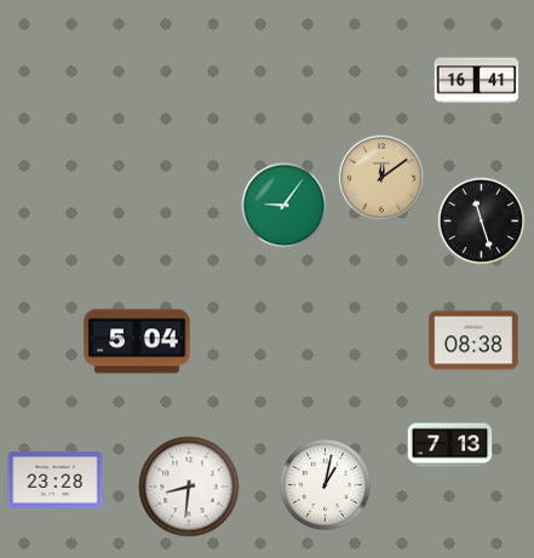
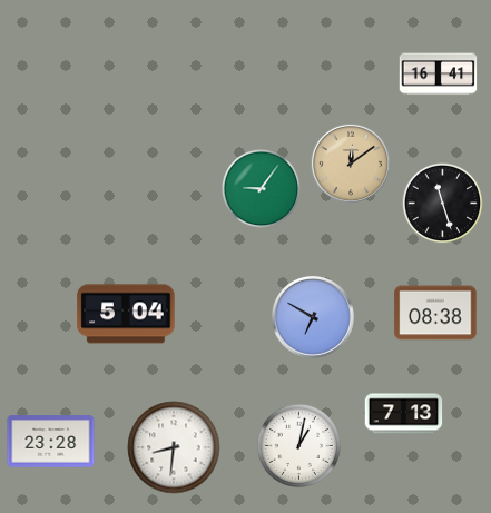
clock at (313, 317): none -> 6:50
clock at (450, 445) position: (450, 445) -> (404, 414)
